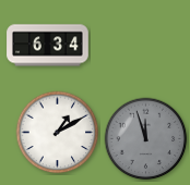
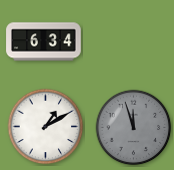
clock at (58, 133) position: (58, 133) -> (46, 127)
